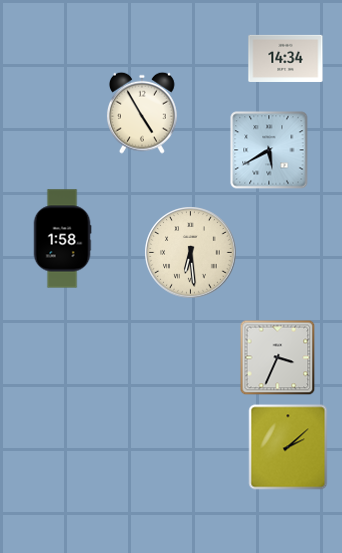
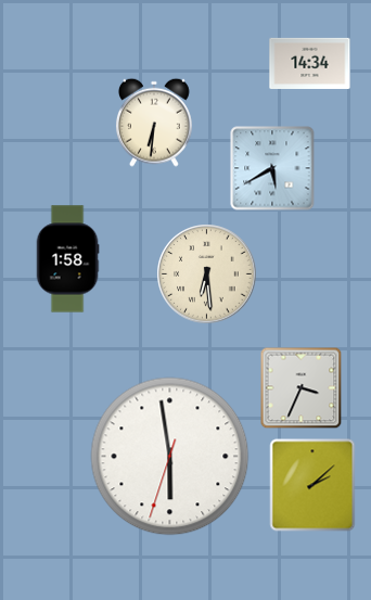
clock at (142, 113): 4:55 -> 6:31
clock at (269, 150) position: (269, 150) -> (272, 168)
clock at (170, 457): none -> 5:58
